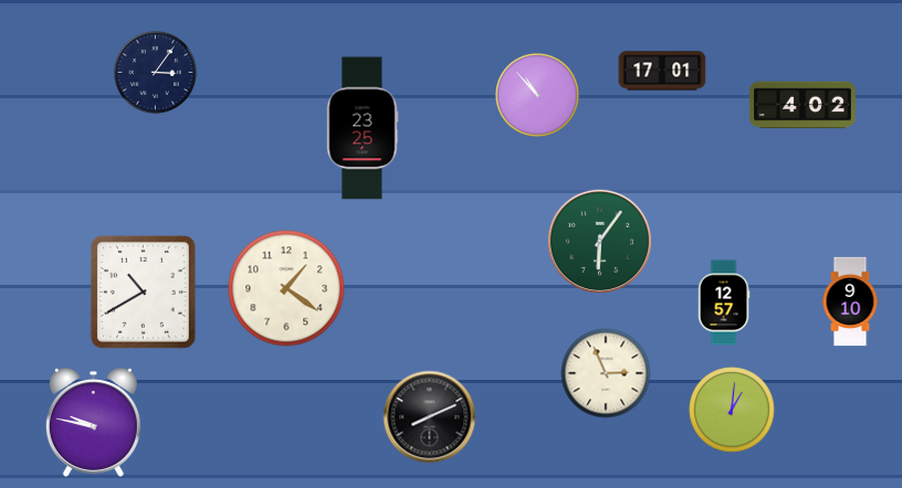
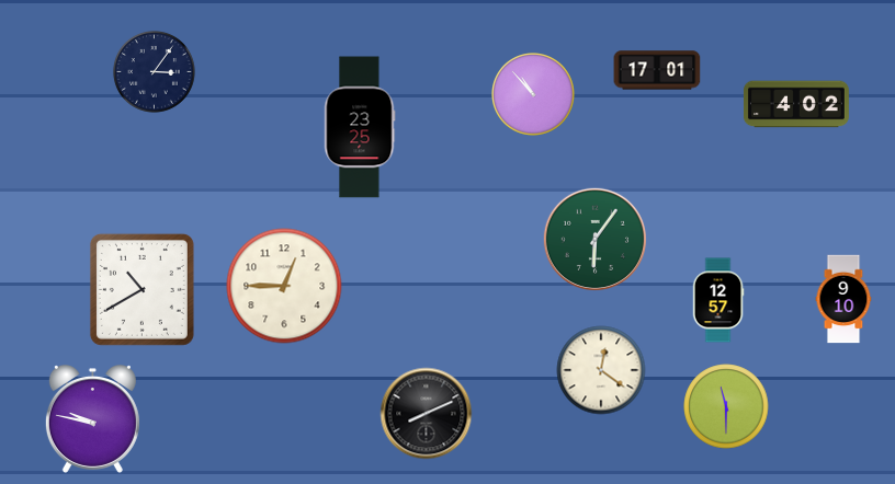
clock at (286, 288): 1:21 -> 12:45
clock at (606, 373): 2:56 -> 12:21
clock at (732, 410): 1:01 -> 11:30
